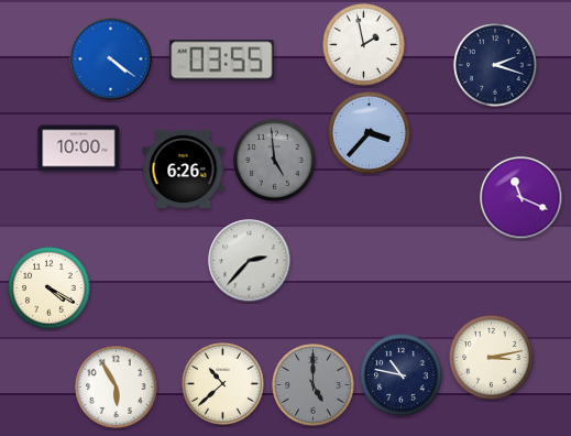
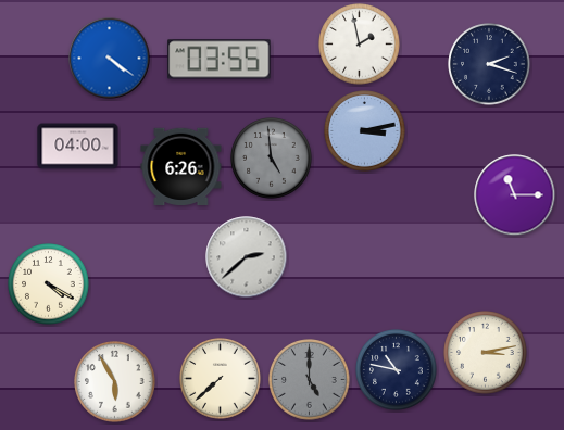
clock at (370, 133): 3:37 -> 3:13
clock at (79, 149): 10:00 -> 04:00
clock at (521, 198): 11:19 -> 11:15
clock at (250, 261): 2:37 -> 2:38
clock at (223, 384): 10:38 -> 7:38
